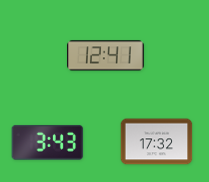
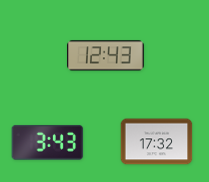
clock at (106, 56): 12:41 -> 12:43
